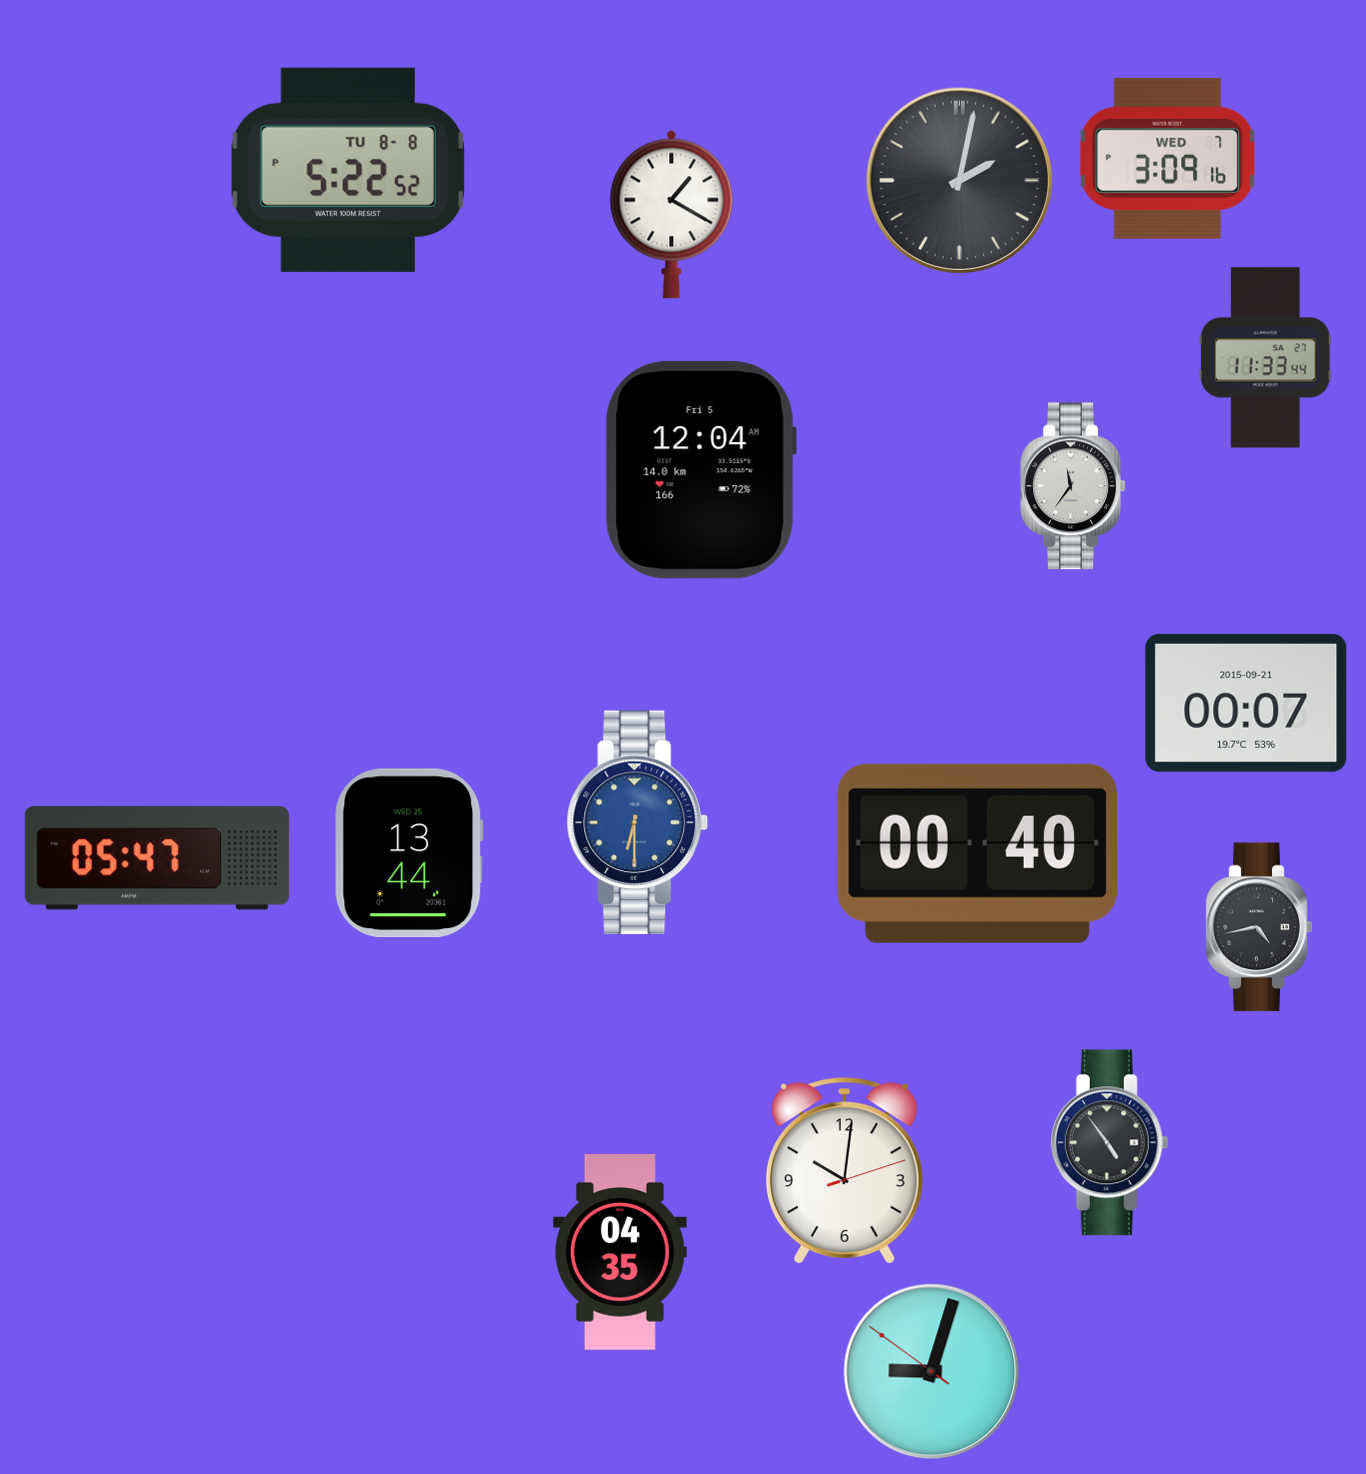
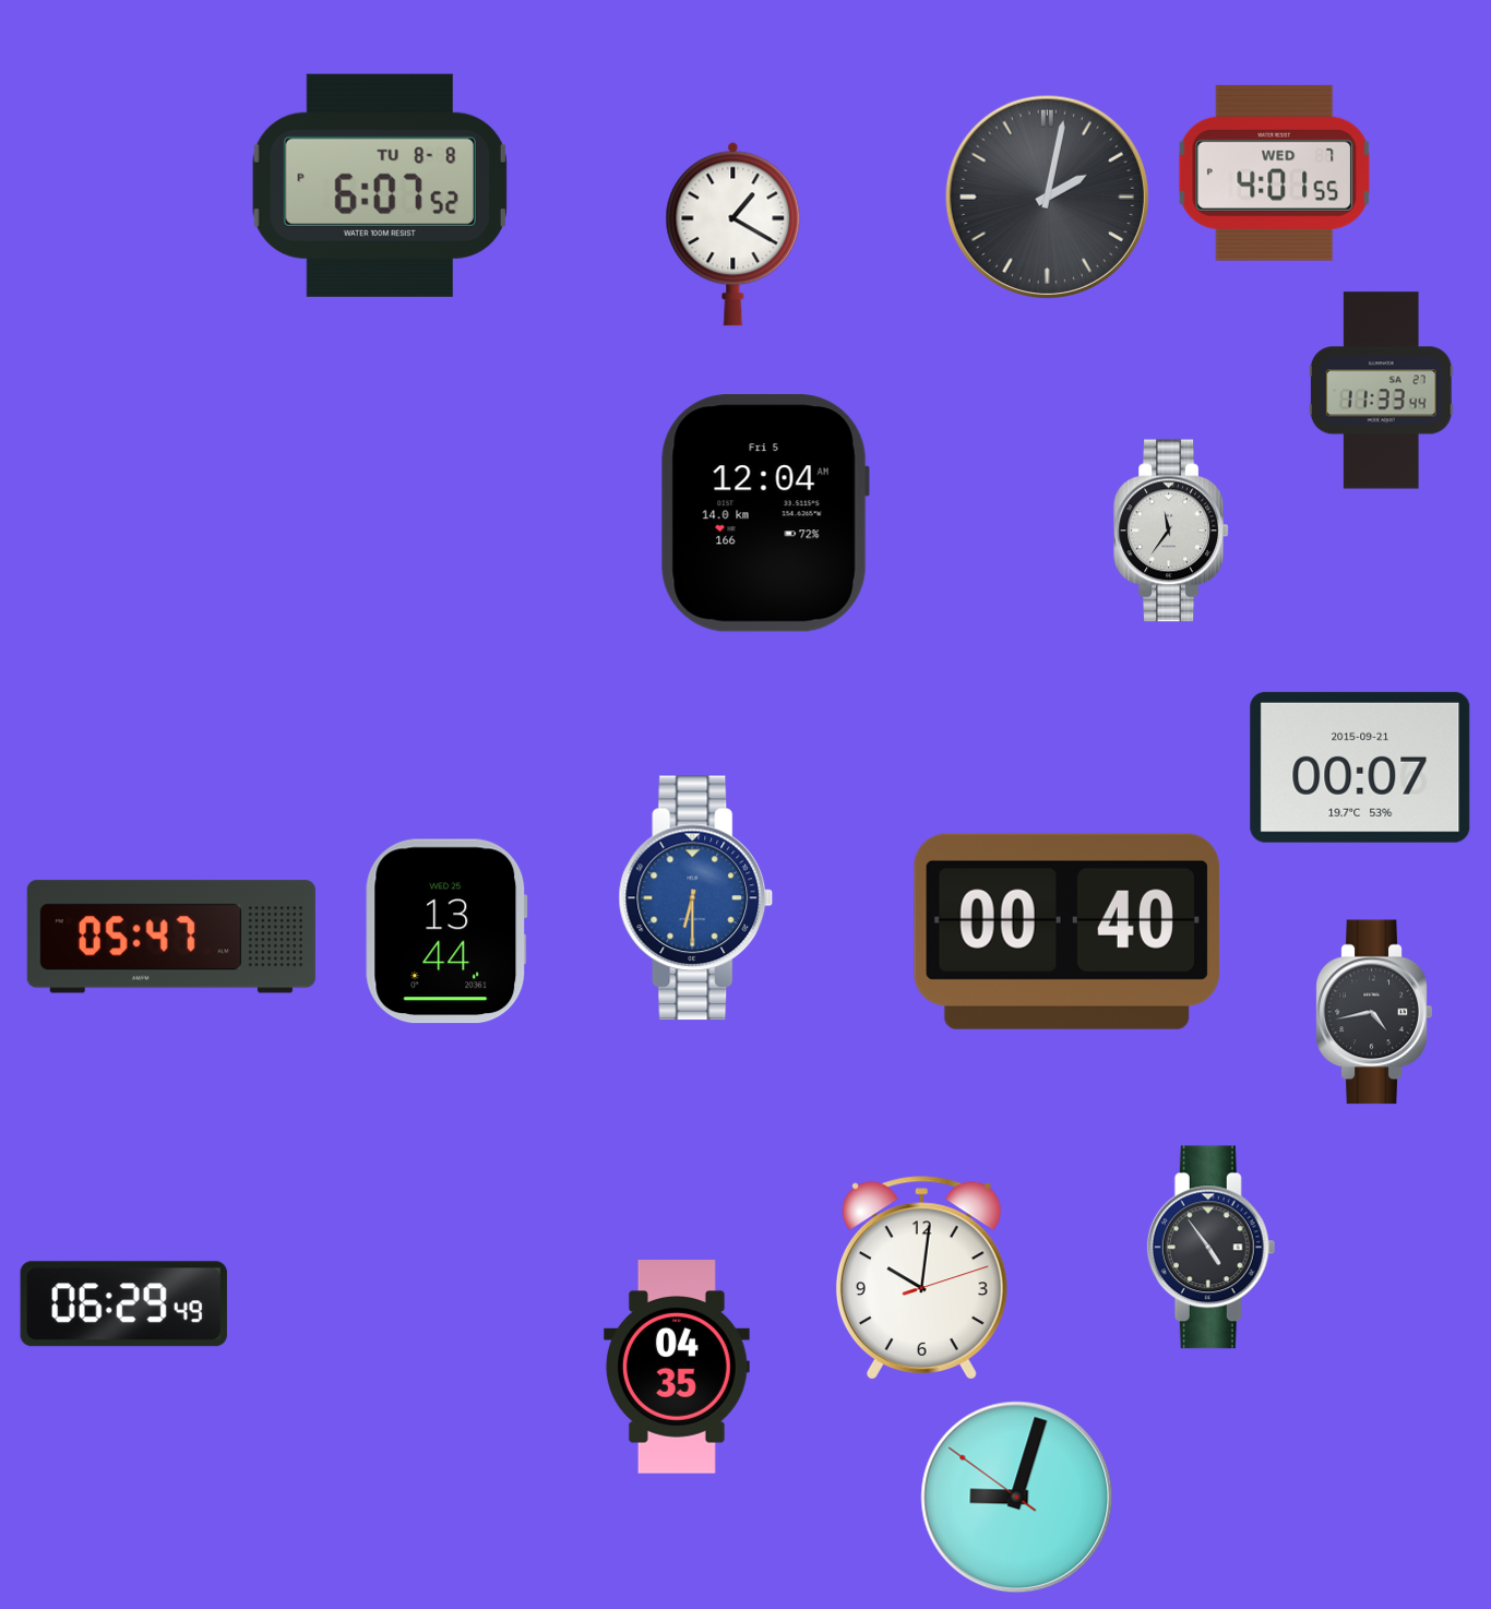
clock at (1168, 158): 3:09 -> 4:01
clock at (348, 170): 5:22 -> 6:07
clock at (123, 1304): none -> 06:29
